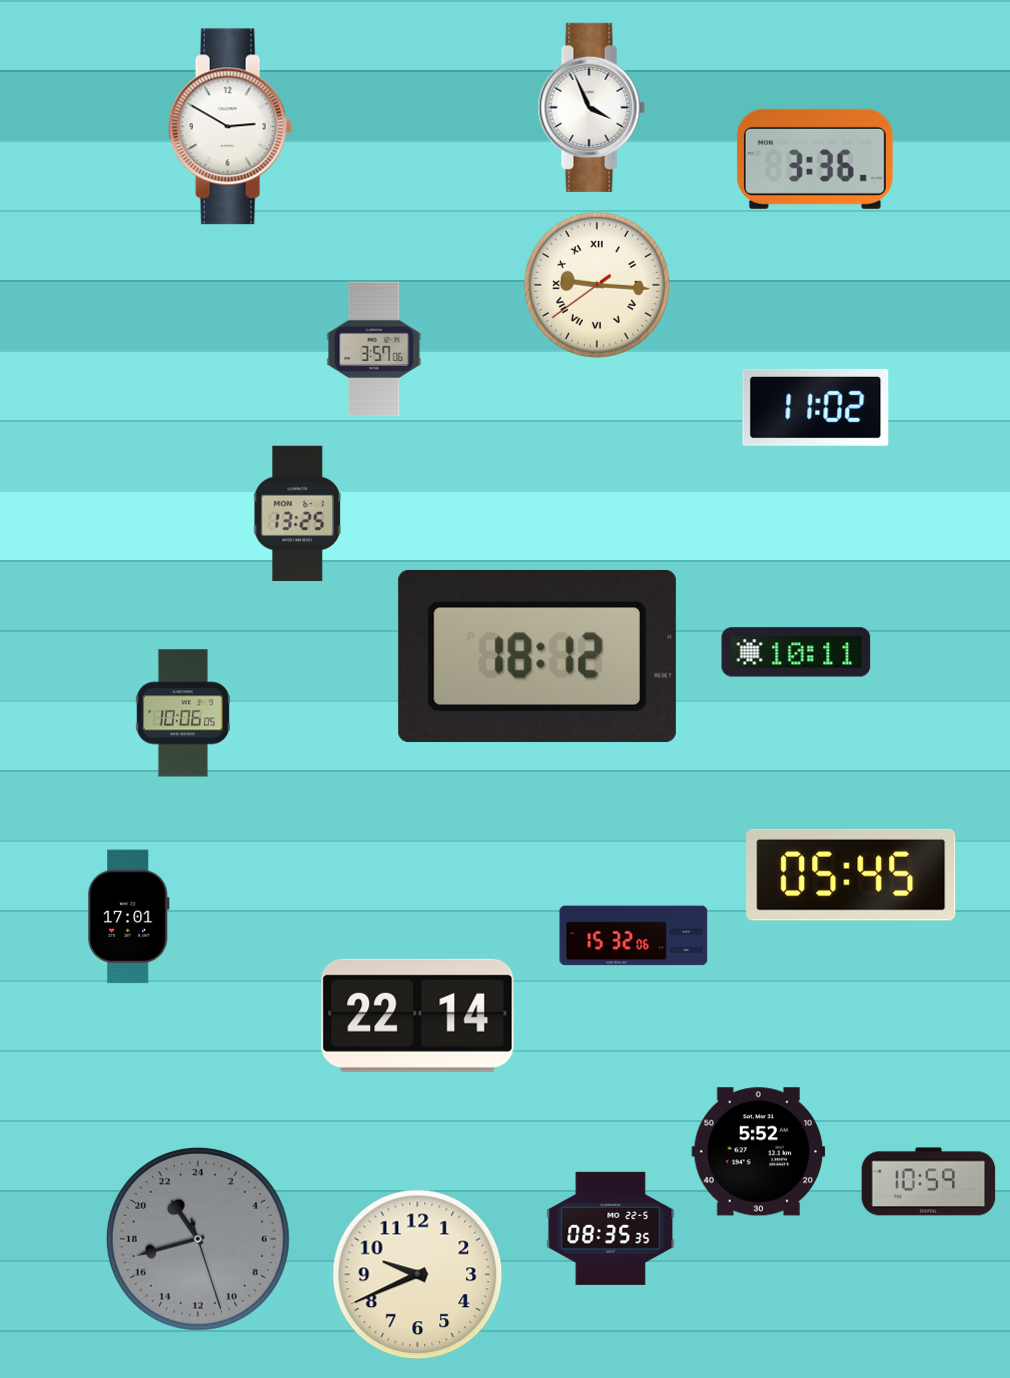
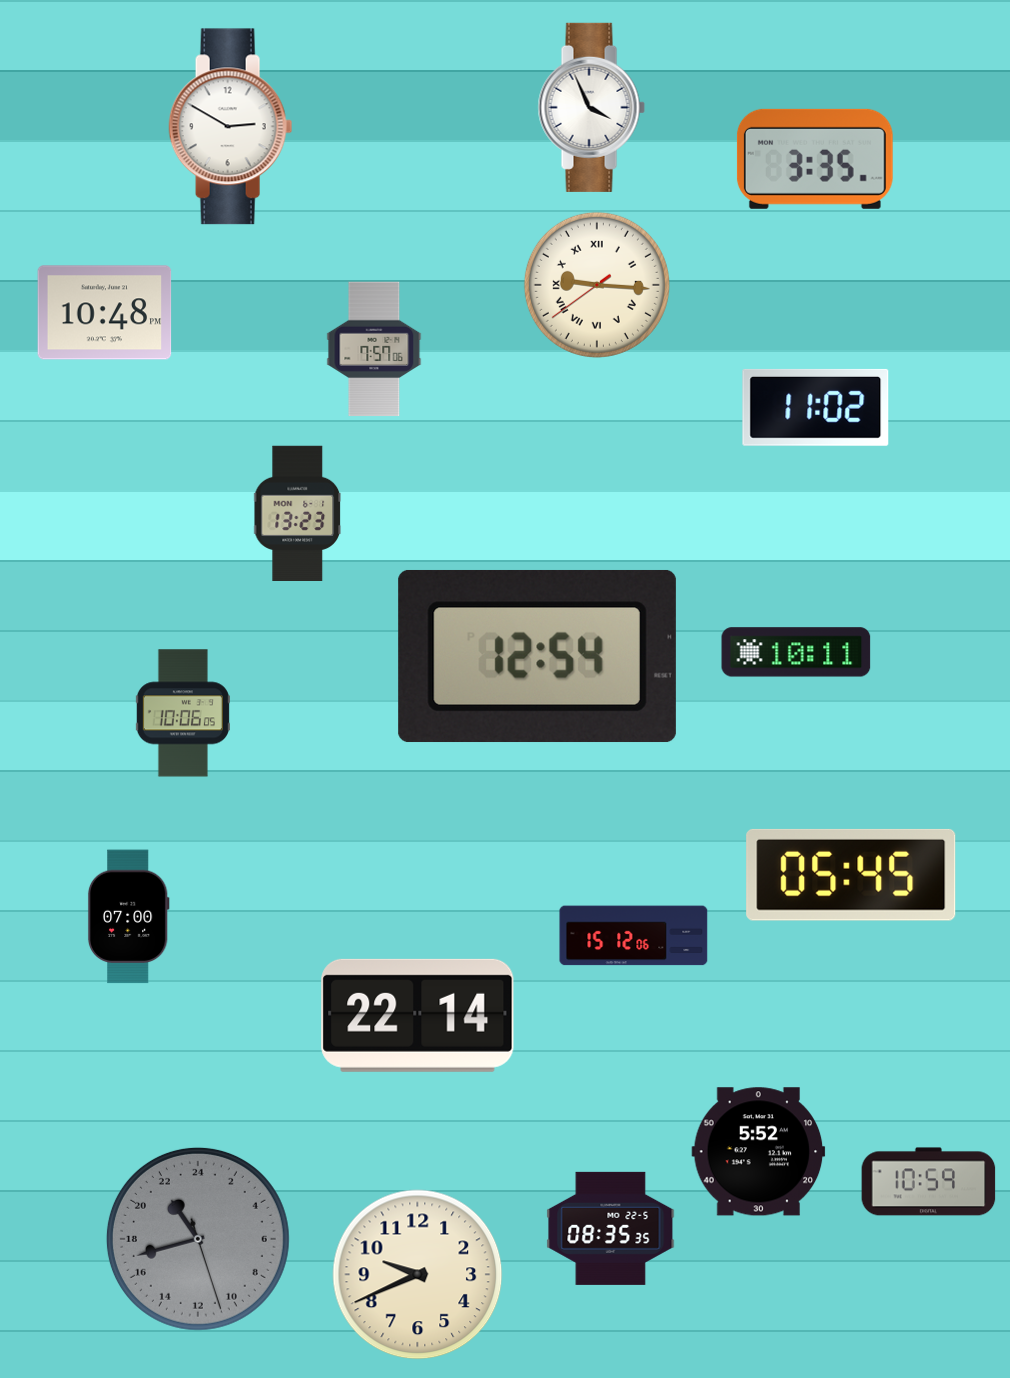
clock at (815, 159): 3:36 -> 3:35
clock at (105, 313): none -> 10:48
clock at (374, 349): 3:57 -> 7:57
clock at (297, 513): 13:25 -> 13:23
clock at (537, 656): 18:12 -> 12:54
clock at (128, 917): 17:01 -> 07:00
clock at (634, 936): 15:32 -> 15:12
